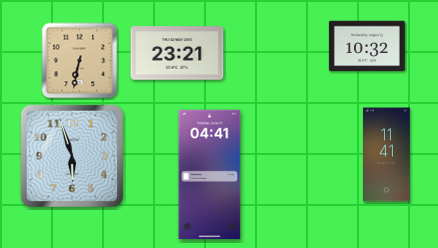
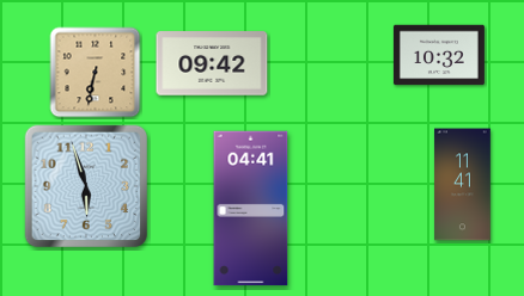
clock at (177, 53): 23:21 -> 09:42
